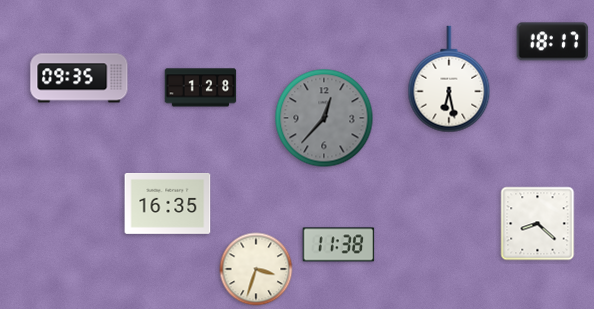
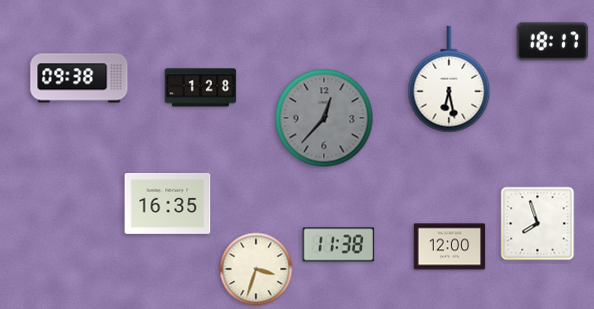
clock at (79, 78): 09:35 -> 09:38
clock at (538, 224): 8:22 -> 7:57
clock at (450, 247): none -> 12:00
